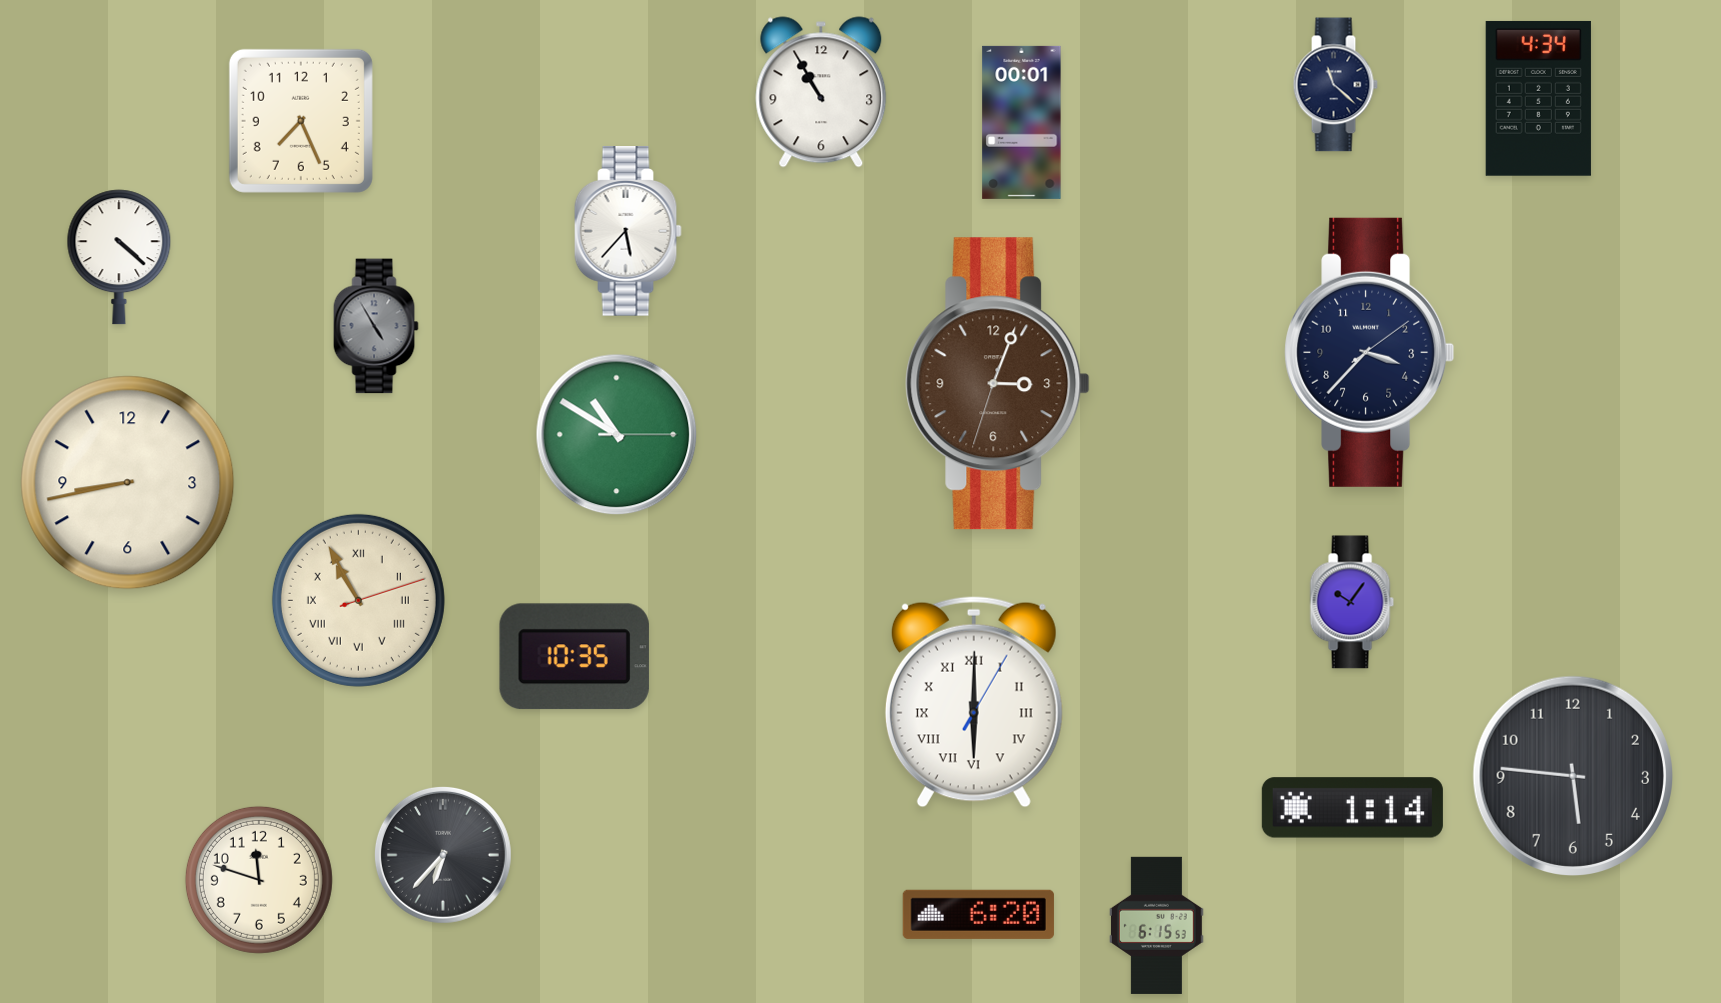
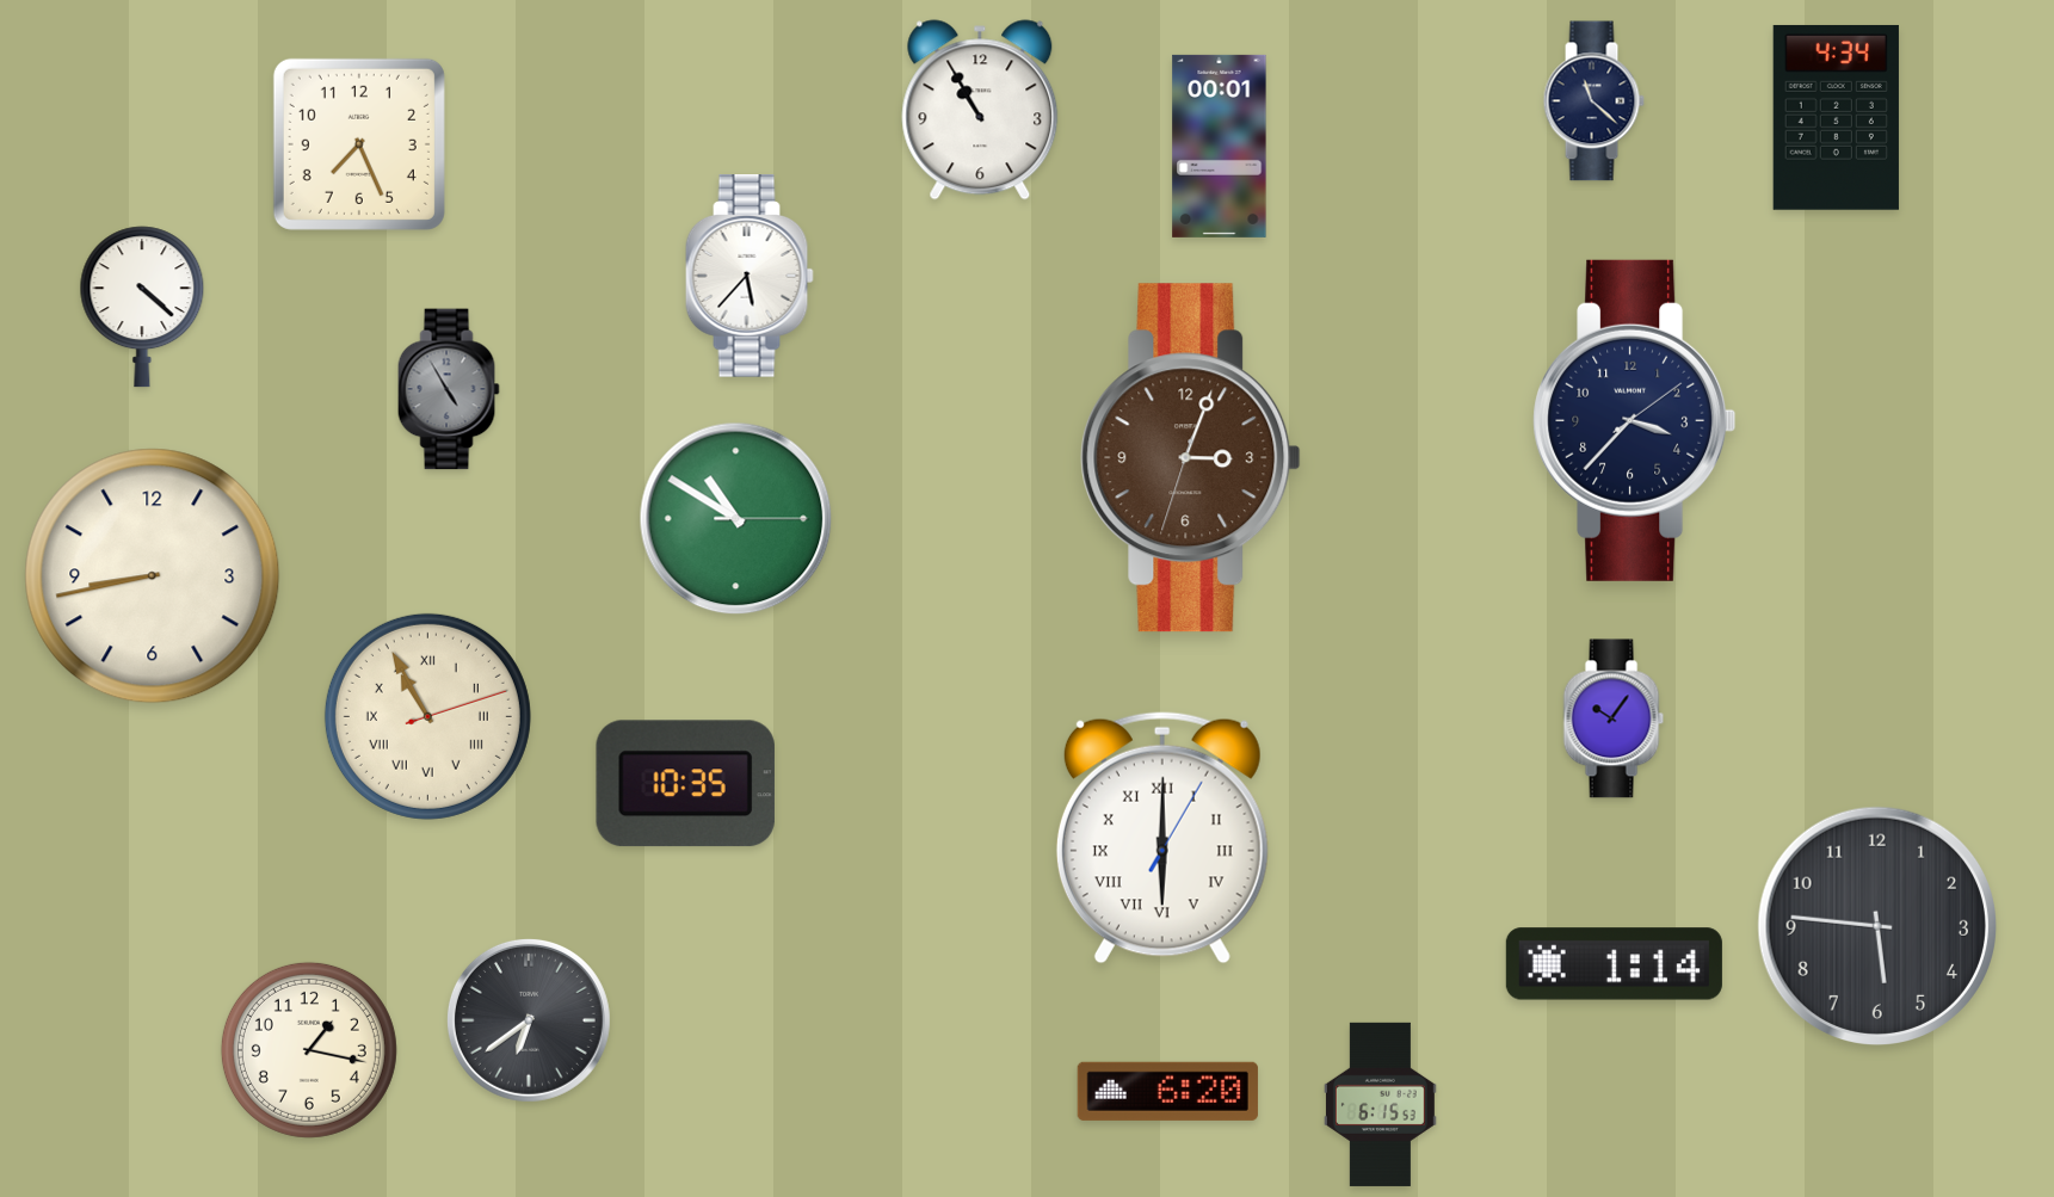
clock at (443, 855): 6:37 -> 6:39
clock at (259, 880): 11:48 -> 1:17
